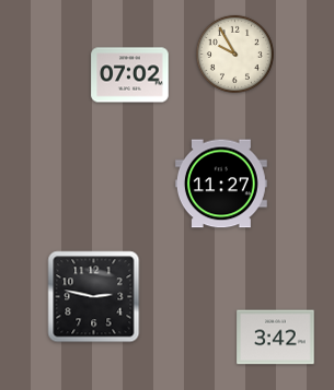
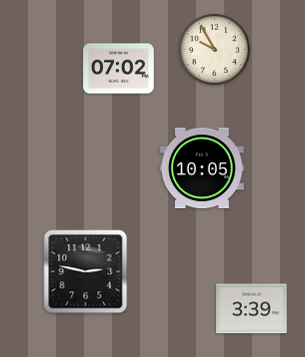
clock at (221, 184): 11:27 -> 10:05
clock at (276, 338): 3:42 -> 3:39
